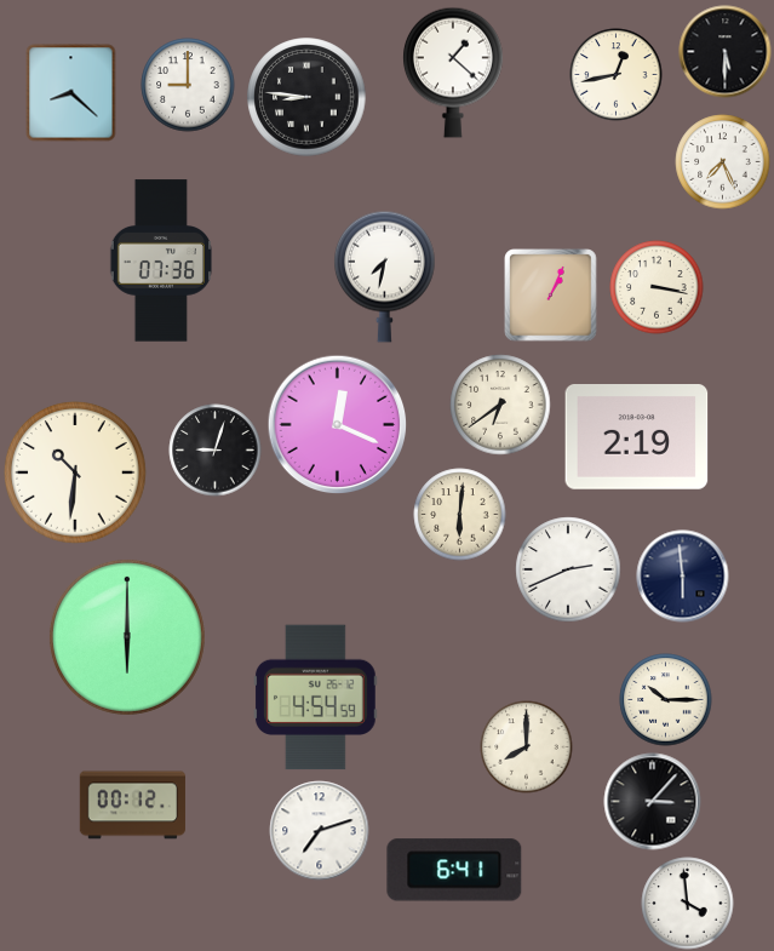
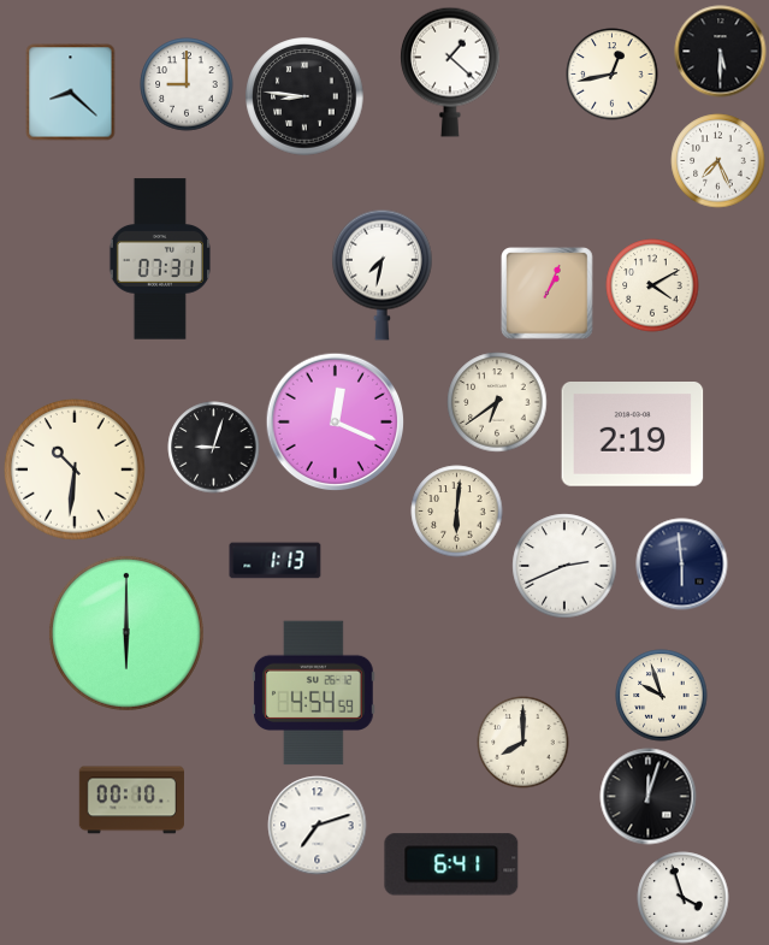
clock at (160, 260): 07:36 -> 07:31
clock at (657, 287): 3:17 -> 4:10
clock at (276, 561): none -> 1:13
clock at (683, 577) position: (683, 577) -> (682, 565)
clock at (666, 700): 10:15 -> 9:57
clock at (653, 802): 3:07 -> 12:03
clock at (132, 806): 00:12 -> 00:10
clock at (688, 904): 3:59 -> 3:57
